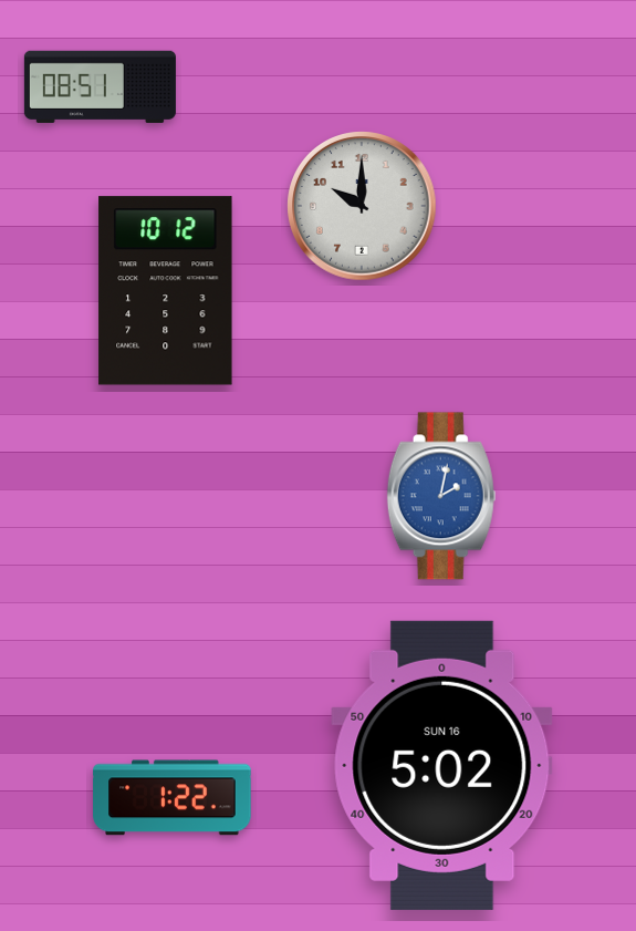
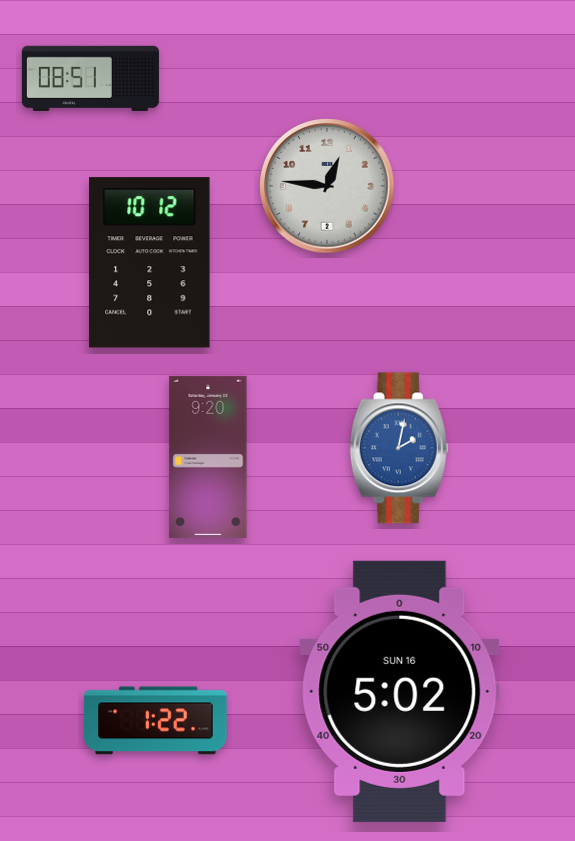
clock at (362, 206): 10:00 -> 12:46
clock at (208, 457): none -> 9:20
